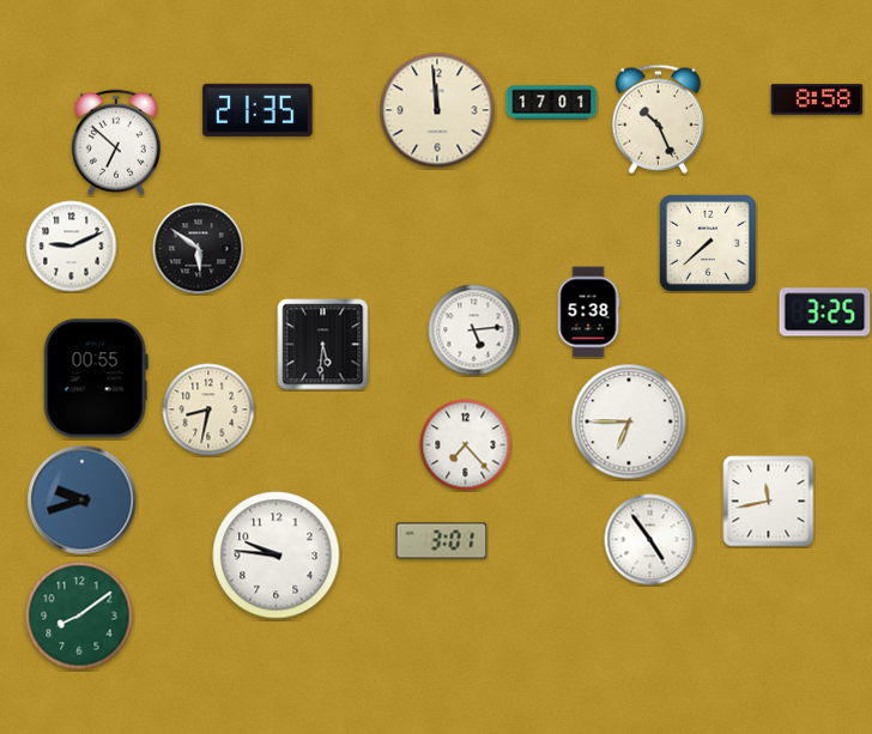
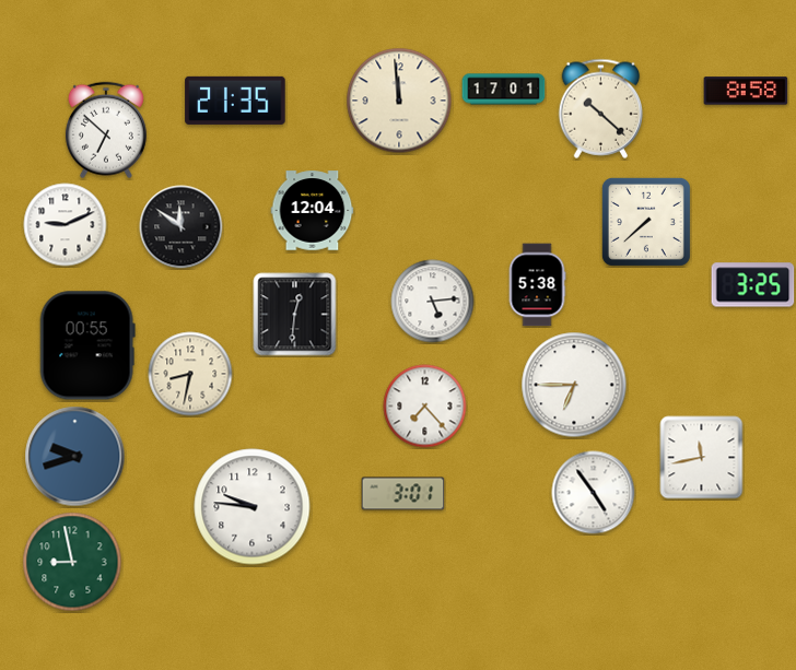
clock at (552, 103) position: (552, 103) -> (504, 90)
clock at (659, 119): 10:26 -> 10:22
clock at (313, 211): none -> 12:04
clock at (199, 249): 5:51 -> 11:51
clock at (323, 345): 5:31 -> 12:31
clock at (79, 615): 8:09 -> 8:58
